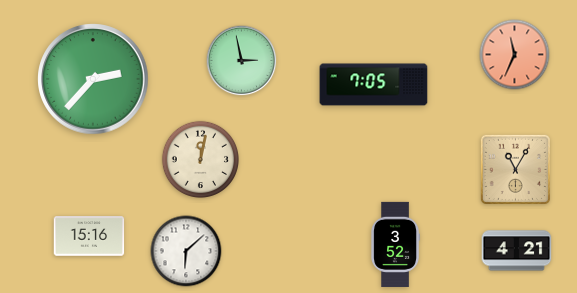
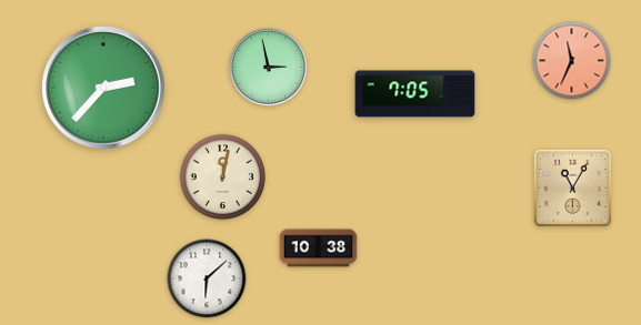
clock at (319, 248): none -> 10:38
clock at (89, 236): 15:16 -> none
clock at (395, 244): 3:52 -> none
clock at (517, 251): 4:21 -> none
